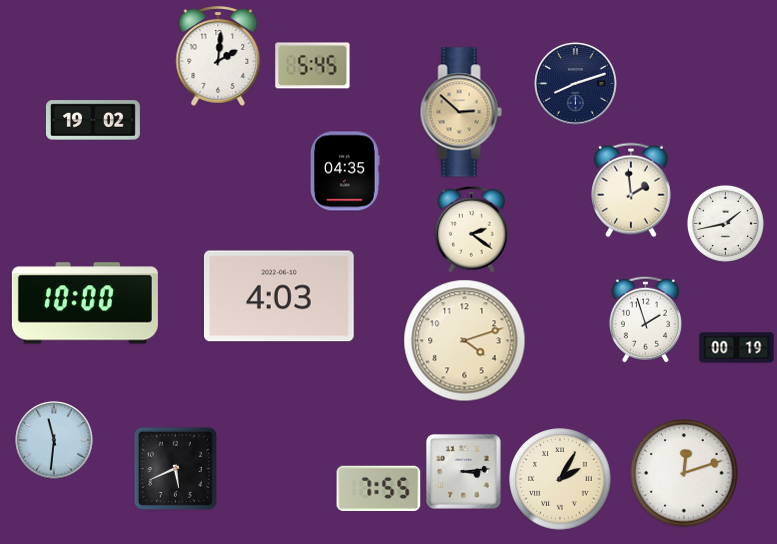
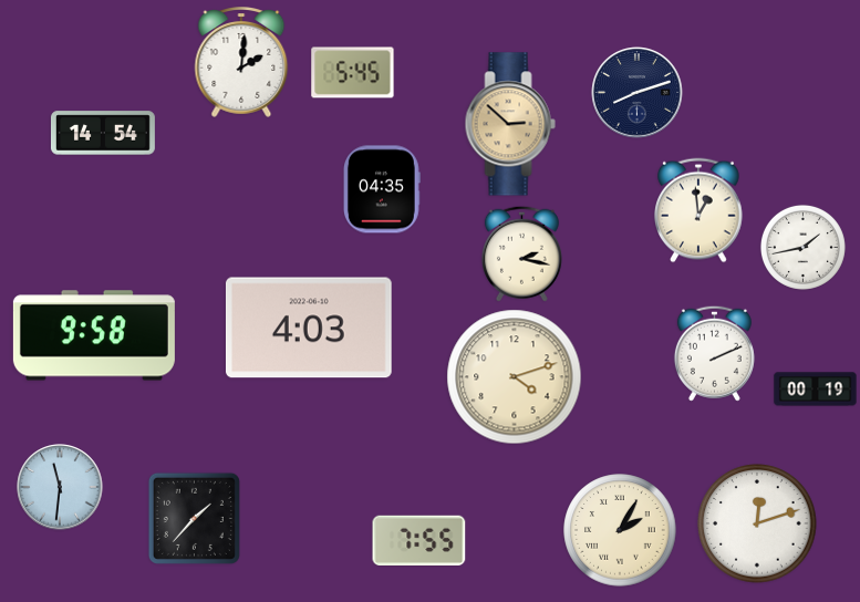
clock at (313, 66) position: (313, 66) -> (353, 73)
clock at (93, 120): 19:02 -> 14:54
clock at (632, 190): 1:59 -> 12:59
clock at (471, 229): 2:21 -> 2:17
clock at (85, 303): 10:00 -> 9:58
clock at (645, 319): 1:57 -> 2:11
clock at (737, 348) position: (737, 348) -> (816, 390)
clock at (175, 468): 5:41 -> 1:37
clock at (464, 472): 3:14 -> none
